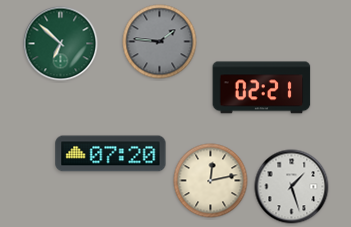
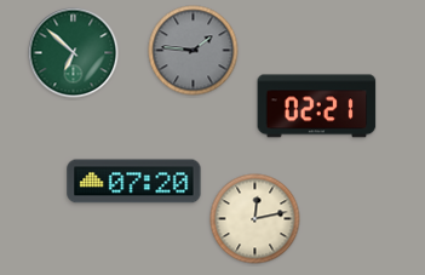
clock at (111, 154) position: (111, 154) -> (134, 182)
clock at (292, 187): 1:27 -> none
